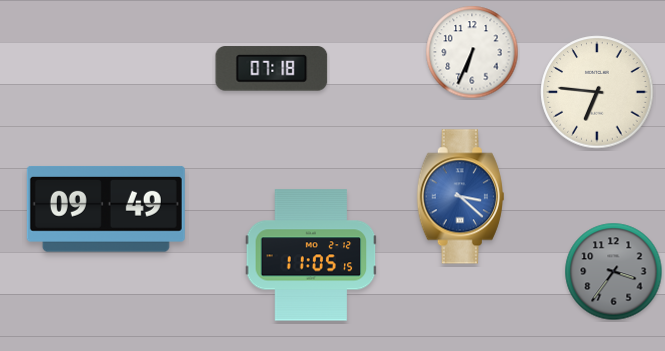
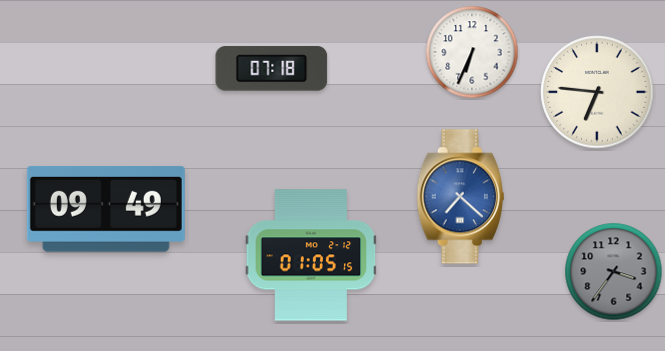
clock at (460, 197): 3:22 -> 7:22
clock at (311, 255): 11:05 -> 01:05
